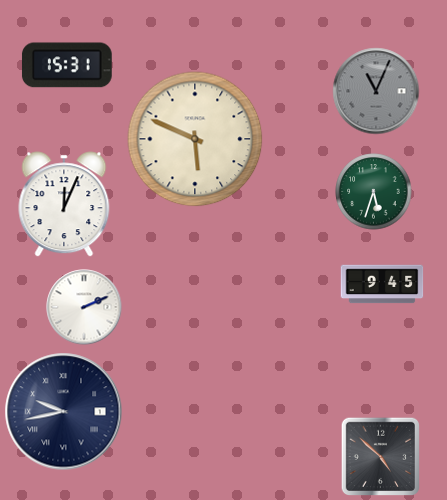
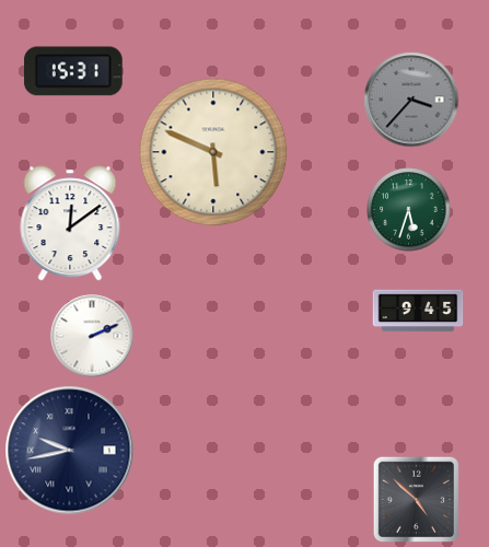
clock at (376, 91): 11:04 -> 3:37
clock at (64, 204): 12:04 -> 12:09
